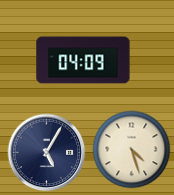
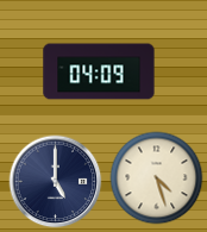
clock at (46, 152): 5:05 -> 5:00
